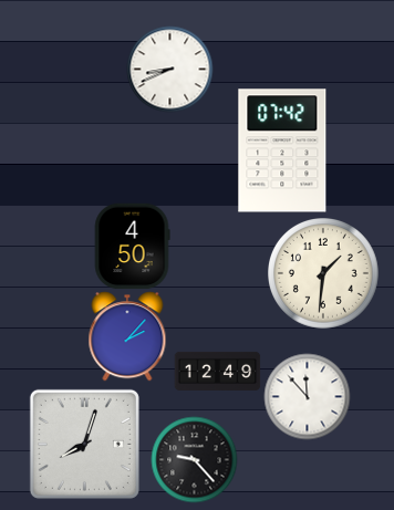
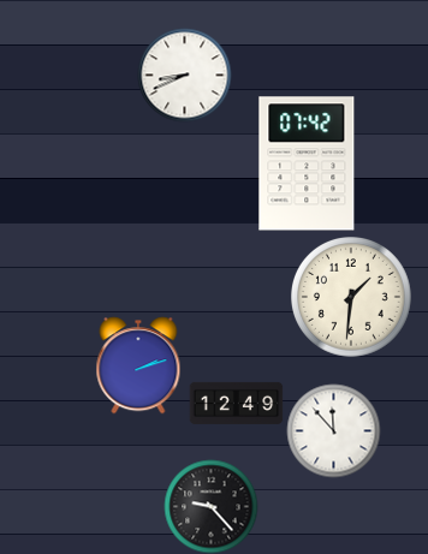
clock at (132, 246): 4:50 -> none
clock at (127, 336): 2:07 -> 2:12
clock at (84, 444): 8:03 -> none
clock at (194, 459) position: (194, 459) -> (210, 506)
